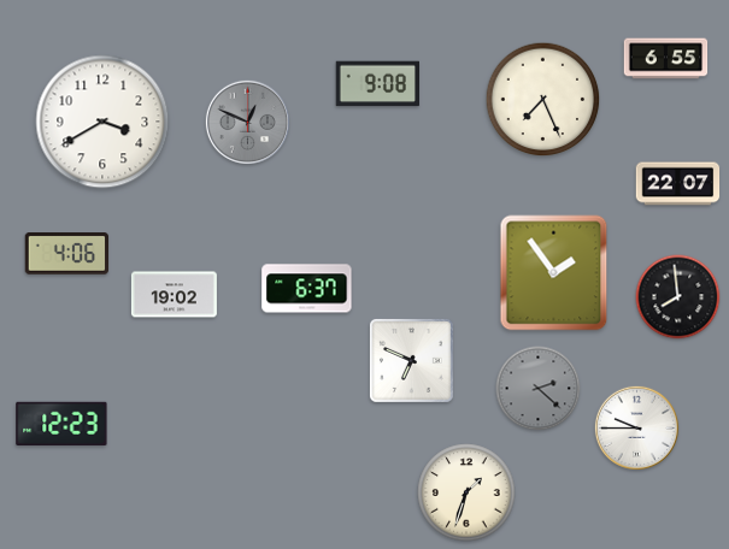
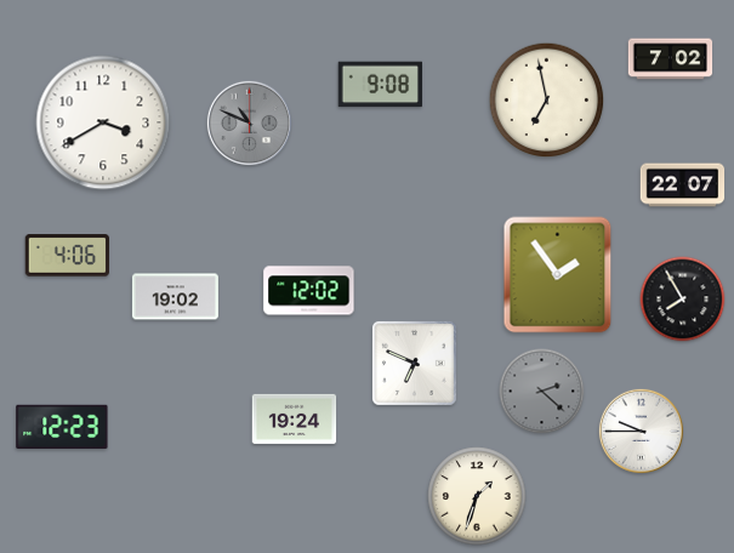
clock at (666, 59): 6:55 -> 7:02
clock at (543, 100): 7:26 -> 6:58
clock at (247, 122): 12:49 -> 10:49
clock at (307, 289): 6:37 -> 12:02
clock at (678, 297): 7:59 -> 7:55
clock at (295, 418): none -> 19:24
clock at (466, 492) position: (466, 492) -> (477, 496)
